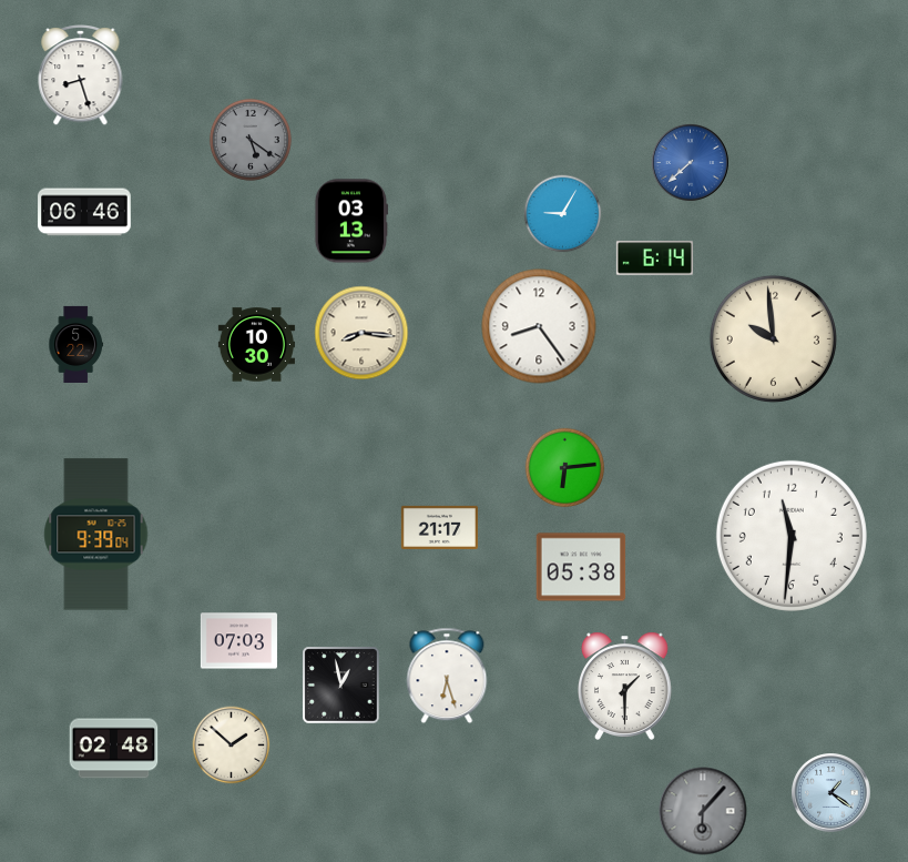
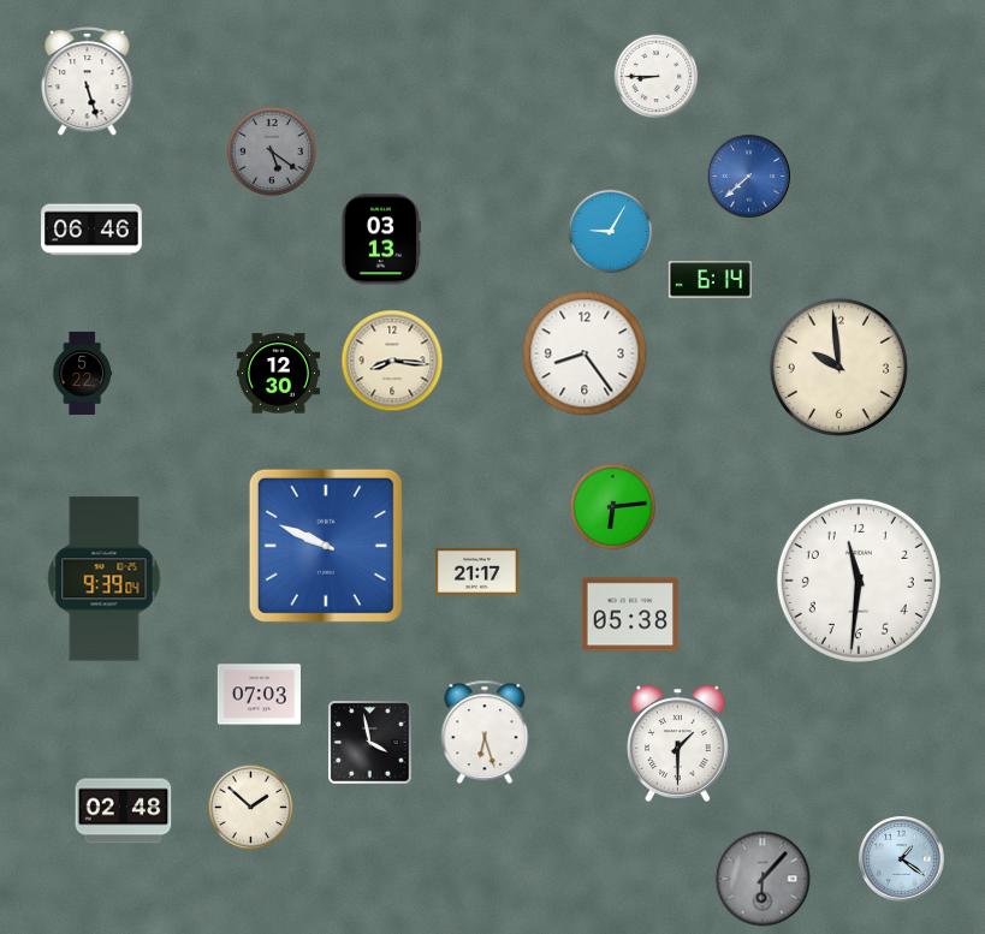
clock at (657, 77): none -> 8:45
clock at (81, 75): 8:27 -> 5:27
clock at (256, 345): 10:30 -> 12:30
clock at (326, 546): none -> 9:49
clock at (341, 686): 12:58 -> 3:58
